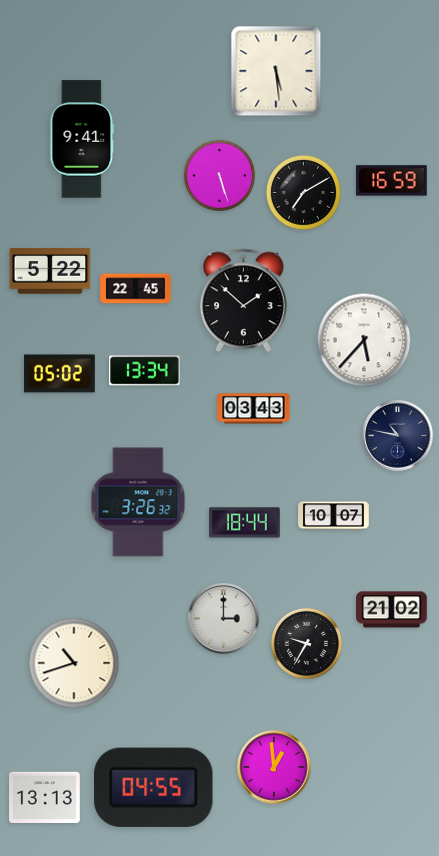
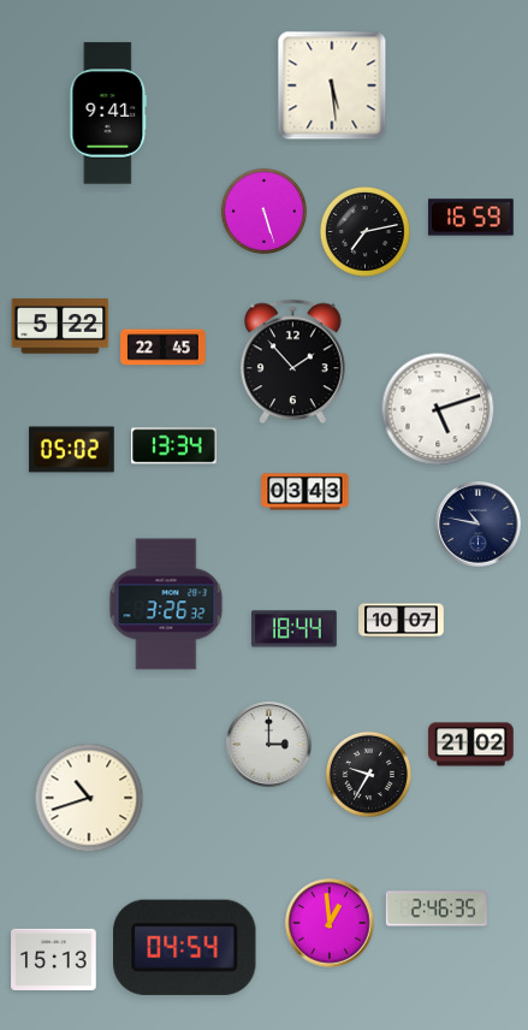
clock at (82, 139) position: (82, 139) -> (108, 113)
clock at (303, 192): 7:10 -> 7:13
clock at (244, 301): 1:52 -> 1:53
clock at (364, 340): 5:37 -> 5:12
clock at (392, 610) position: (392, 610) -> (471, 745)
clock at (437, 908): none -> 2:46
clock at (154, 787): 04:55 -> 04:54
clock at (45, 797): 13:13 -> 15:13
